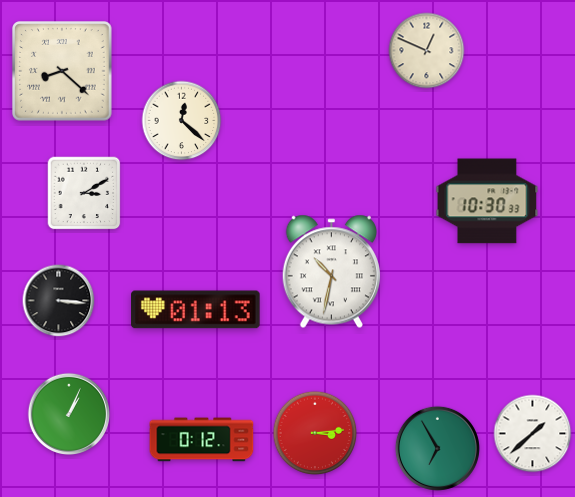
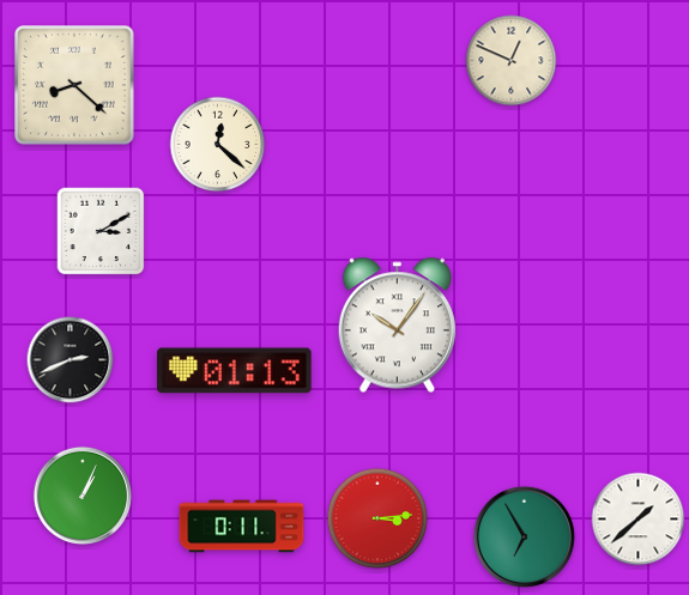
clock at (487, 201): 10:30 -> none
clock at (331, 272): 10:32 -> 10:06
clock at (59, 301): 3:16 -> 2:41
clock at (202, 440): 0:12 -> 0:11
